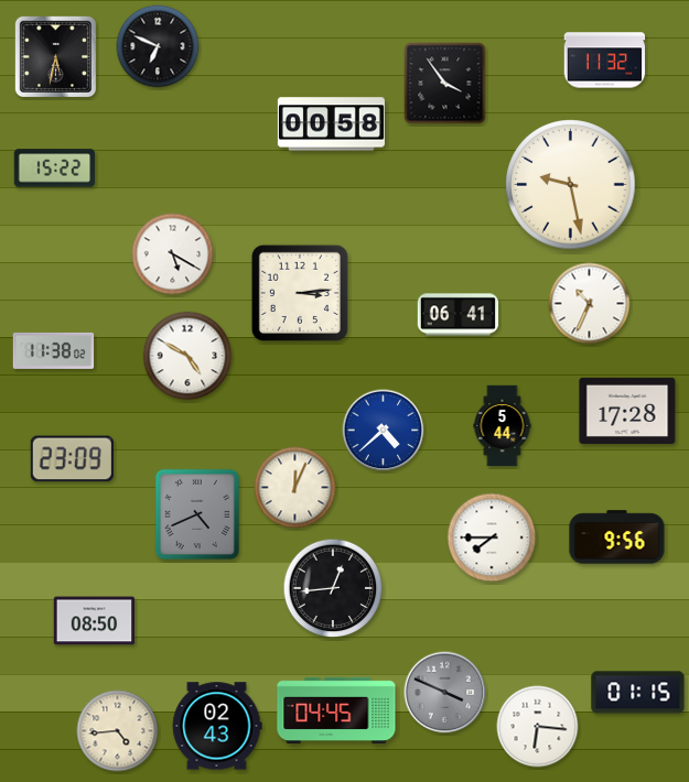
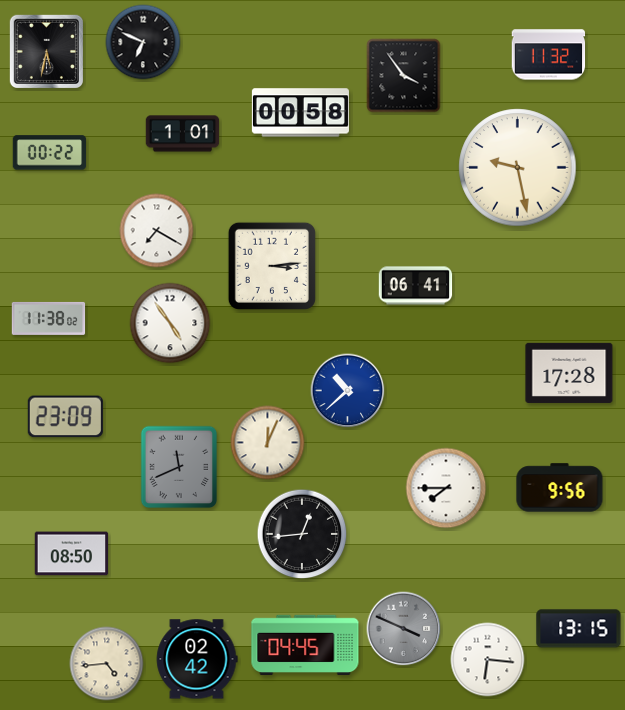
clock at (55, 56) position: (55, 56) -> (46, 51)
clock at (183, 134): none -> 1:01
clock at (55, 169): 15:22 -> 00:22
clock at (173, 254): 5:20 -> 7:20
clock at (590, 304): 10:34 -> none
clock at (187, 356): 4:50 -> 4:54
clock at (503, 426): 5:44 -> none
clock at (384, 431): 4:38 -> 10:38
clock at (197, 514): 4:41 -> 11:41
clock at (95, 621) position: (95, 621) -> (72, 554)
clock at (638, 693): 01:15 -> 13:15
clock at (217, 726): 02:43 -> 02:42
